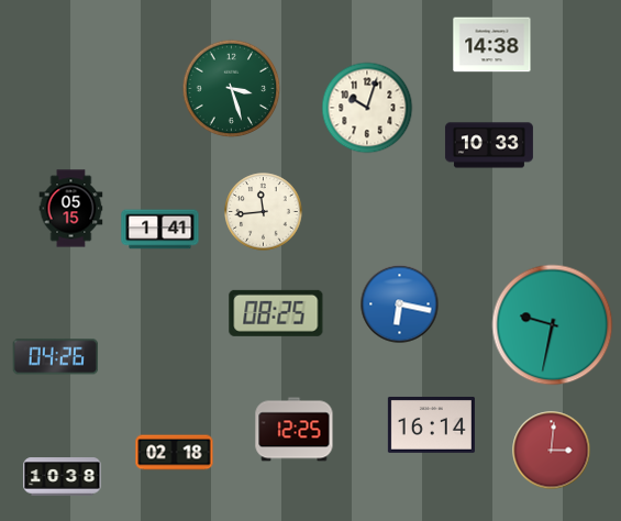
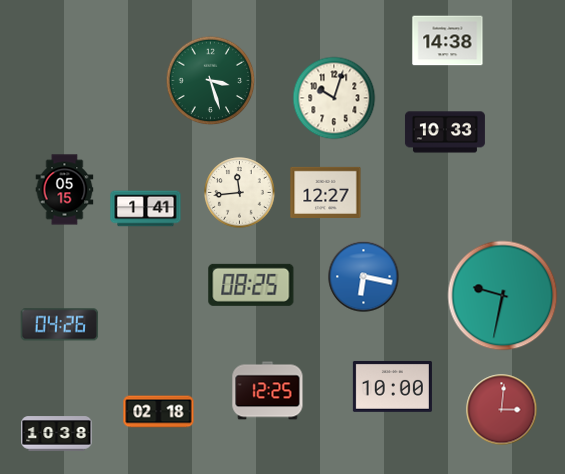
clock at (326, 192): none -> 12:27
clock at (56, 357) position: (56, 357) -> (60, 325)
clock at (431, 424): 16:14 -> 10:00
